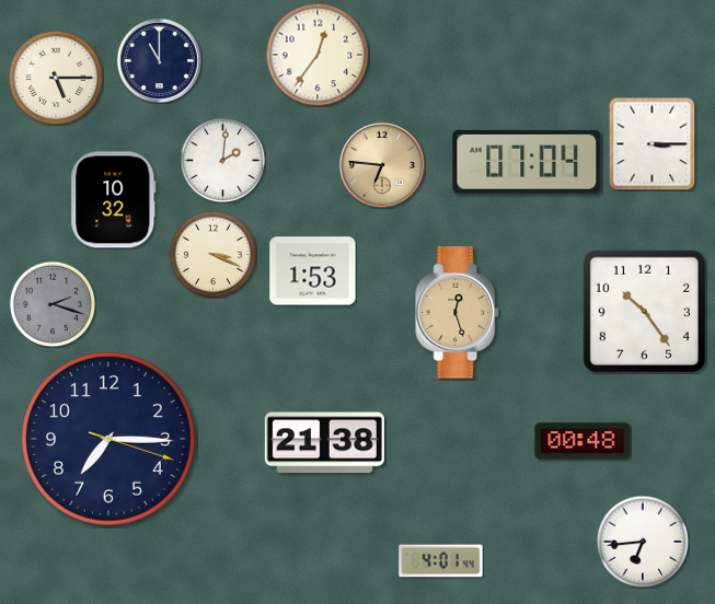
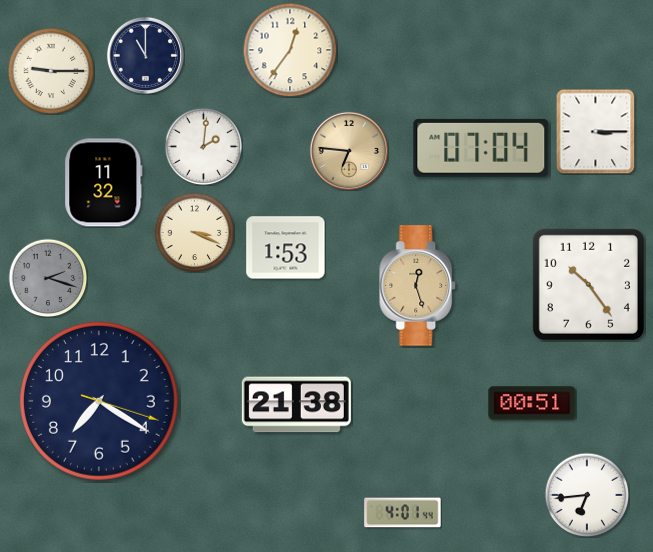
clock at (56, 78): 5:15 -> 9:15
clock at (114, 200): 10:32 -> 11:32
clock at (109, 440): 7:15 -> 7:20
clock at (583, 441): 00:48 -> 00:51
